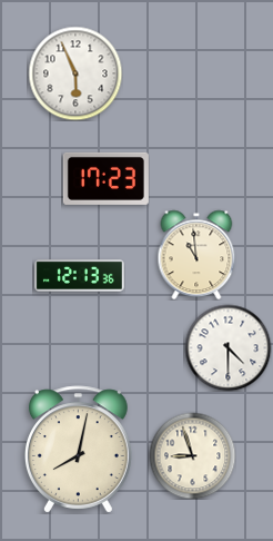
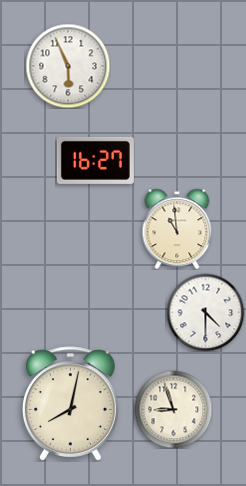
clock at (105, 178): 17:23 -> 16:27
clock at (80, 276): 12:13 -> none
